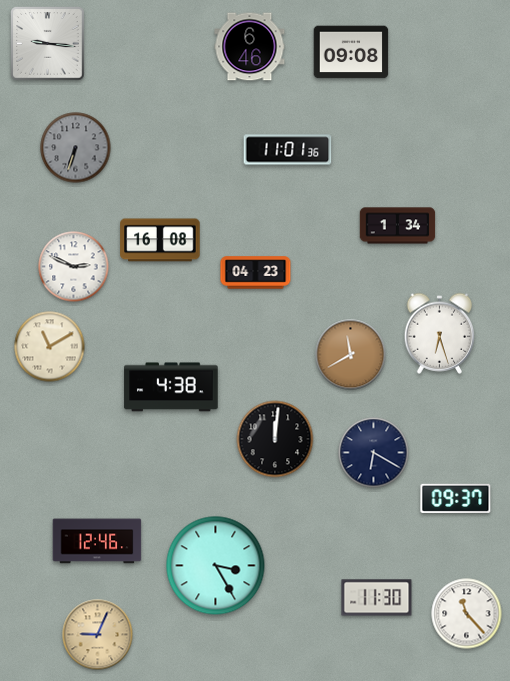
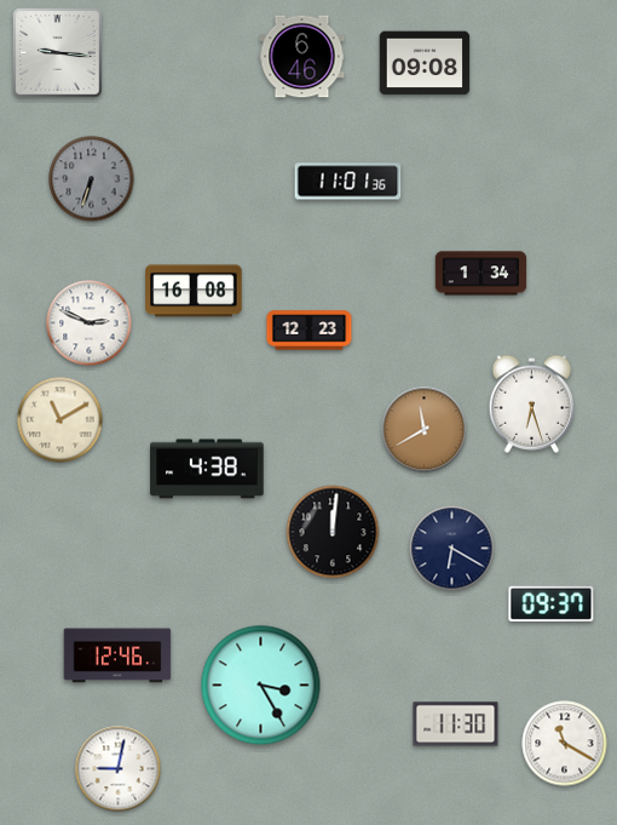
clock at (256, 273): 04:23 -> 12:23
clock at (467, 614): 11:23 -> 11:20
clock at (98, 635): 9:04 -> 9:02
clock at (98, 635) dial: champagne -> white
